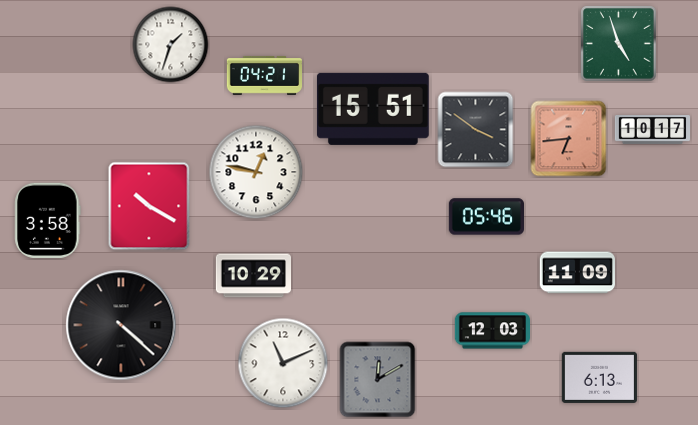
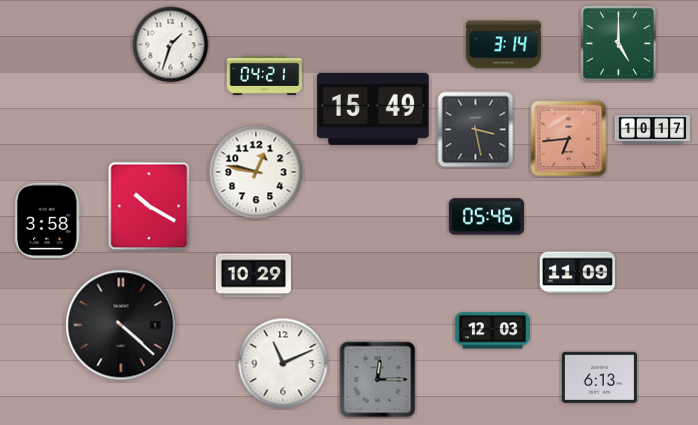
clock at (619, 44): 4:57 -> 5:00
clock at (503, 45): none -> 3:14
clock at (373, 109): 15:51 -> 15:49
clock at (476, 130): 3:51 -> 3:28
clock at (378, 380): 12:10 -> 12:15
